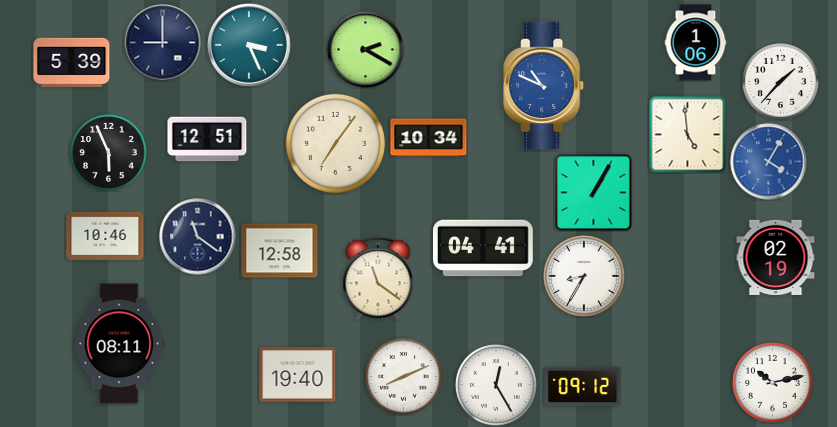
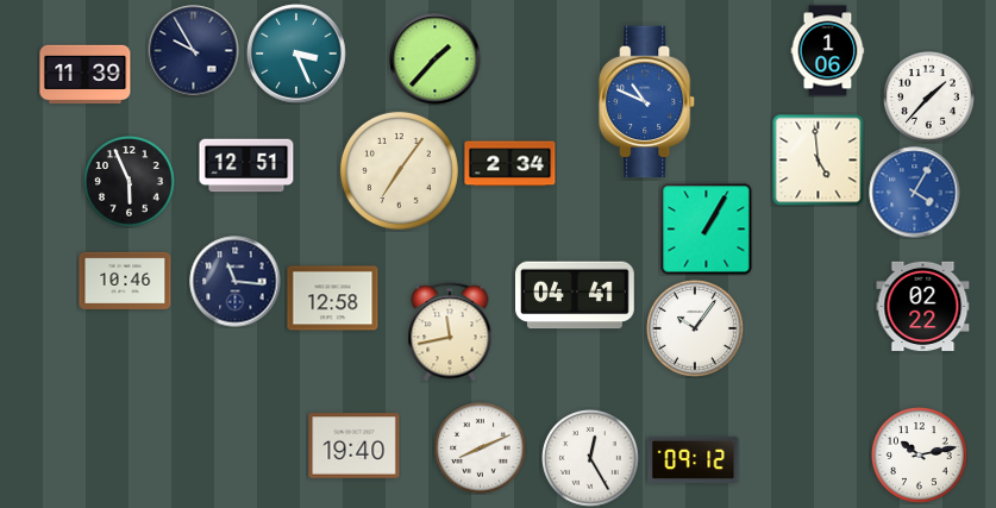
clock at (163, 43): 9:00 -> 9:55
clock at (366, 50): 2:20 -> 1:37
clock at (72, 63): 5:39 -> 11:39
clock at (429, 138): 10:34 -> 2:34
clock at (198, 237): 11:21 -> 11:16
clock at (776, 257): 02:19 -> 02:22
clock at (585, 277): 8:35 -> 10:06
clock at (378, 279): 11:21 -> 11:43
clock at (120, 344): 08:11 -> none
